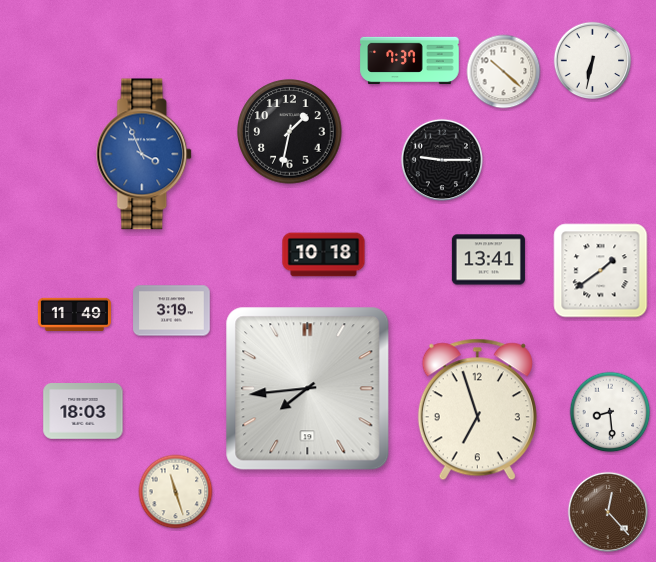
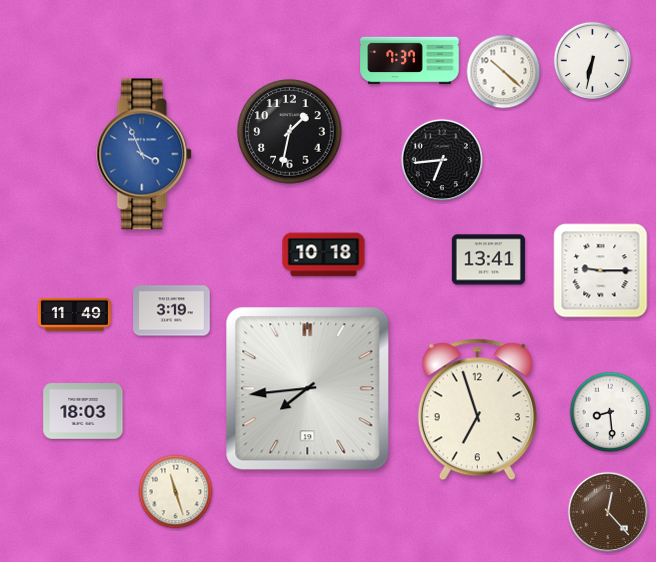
clock at (441, 159): 9:15 -> 6:44
clock at (601, 271): 1:39 -> 9:15
